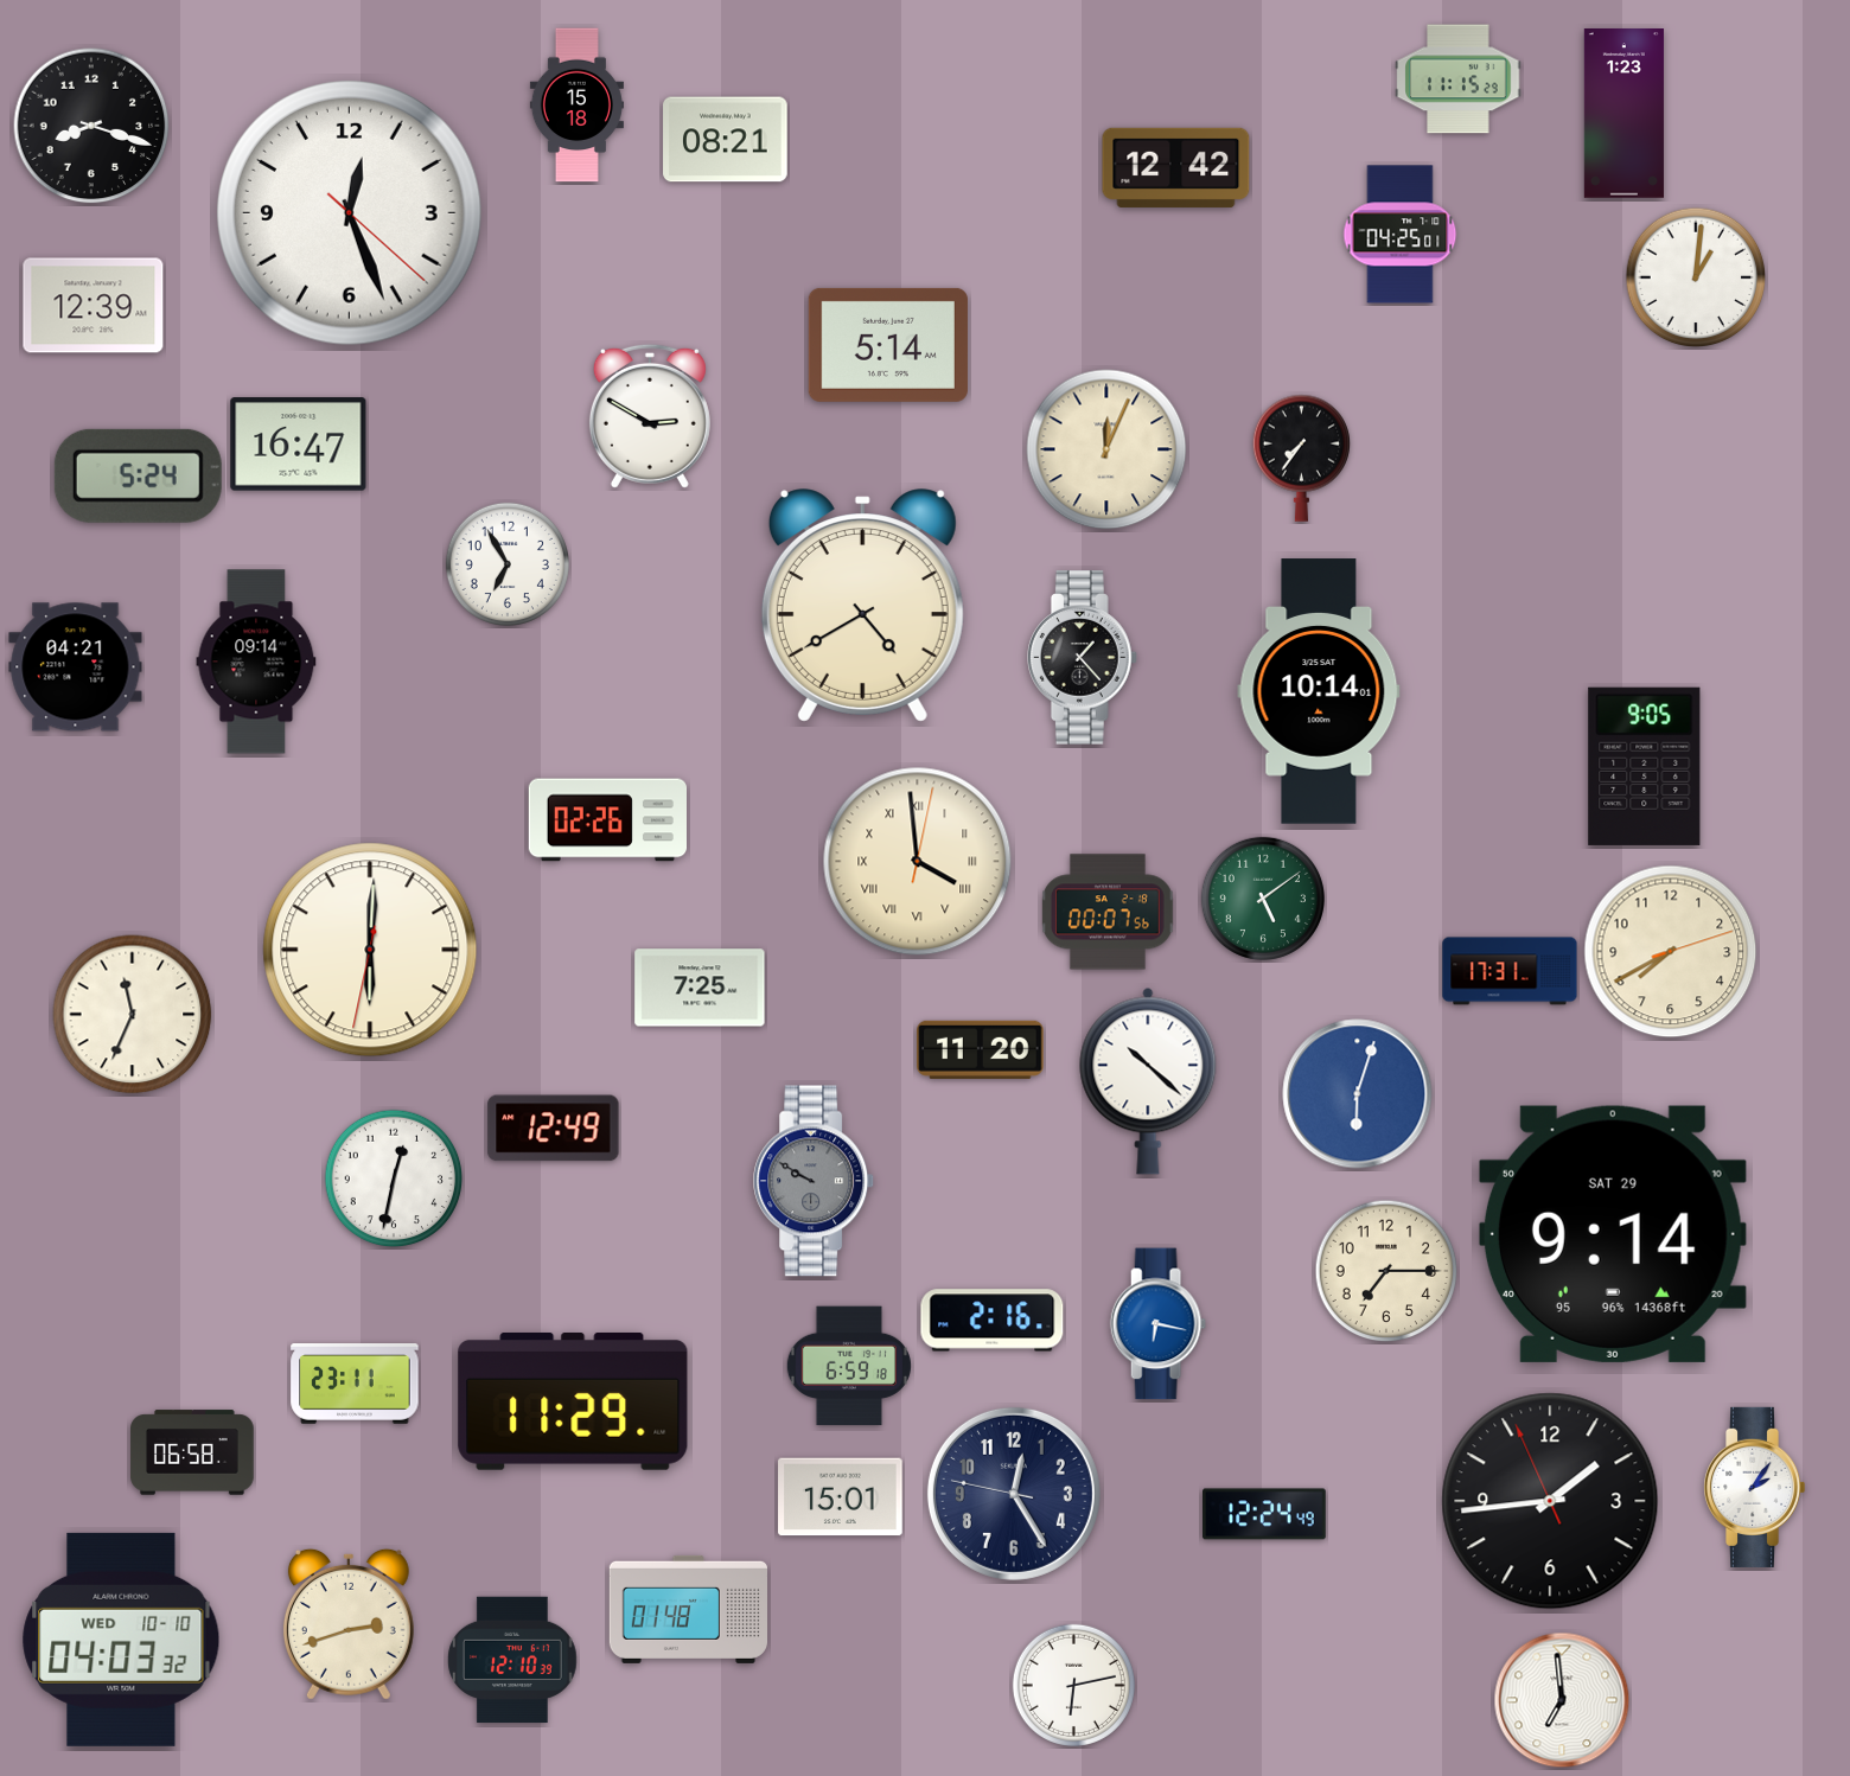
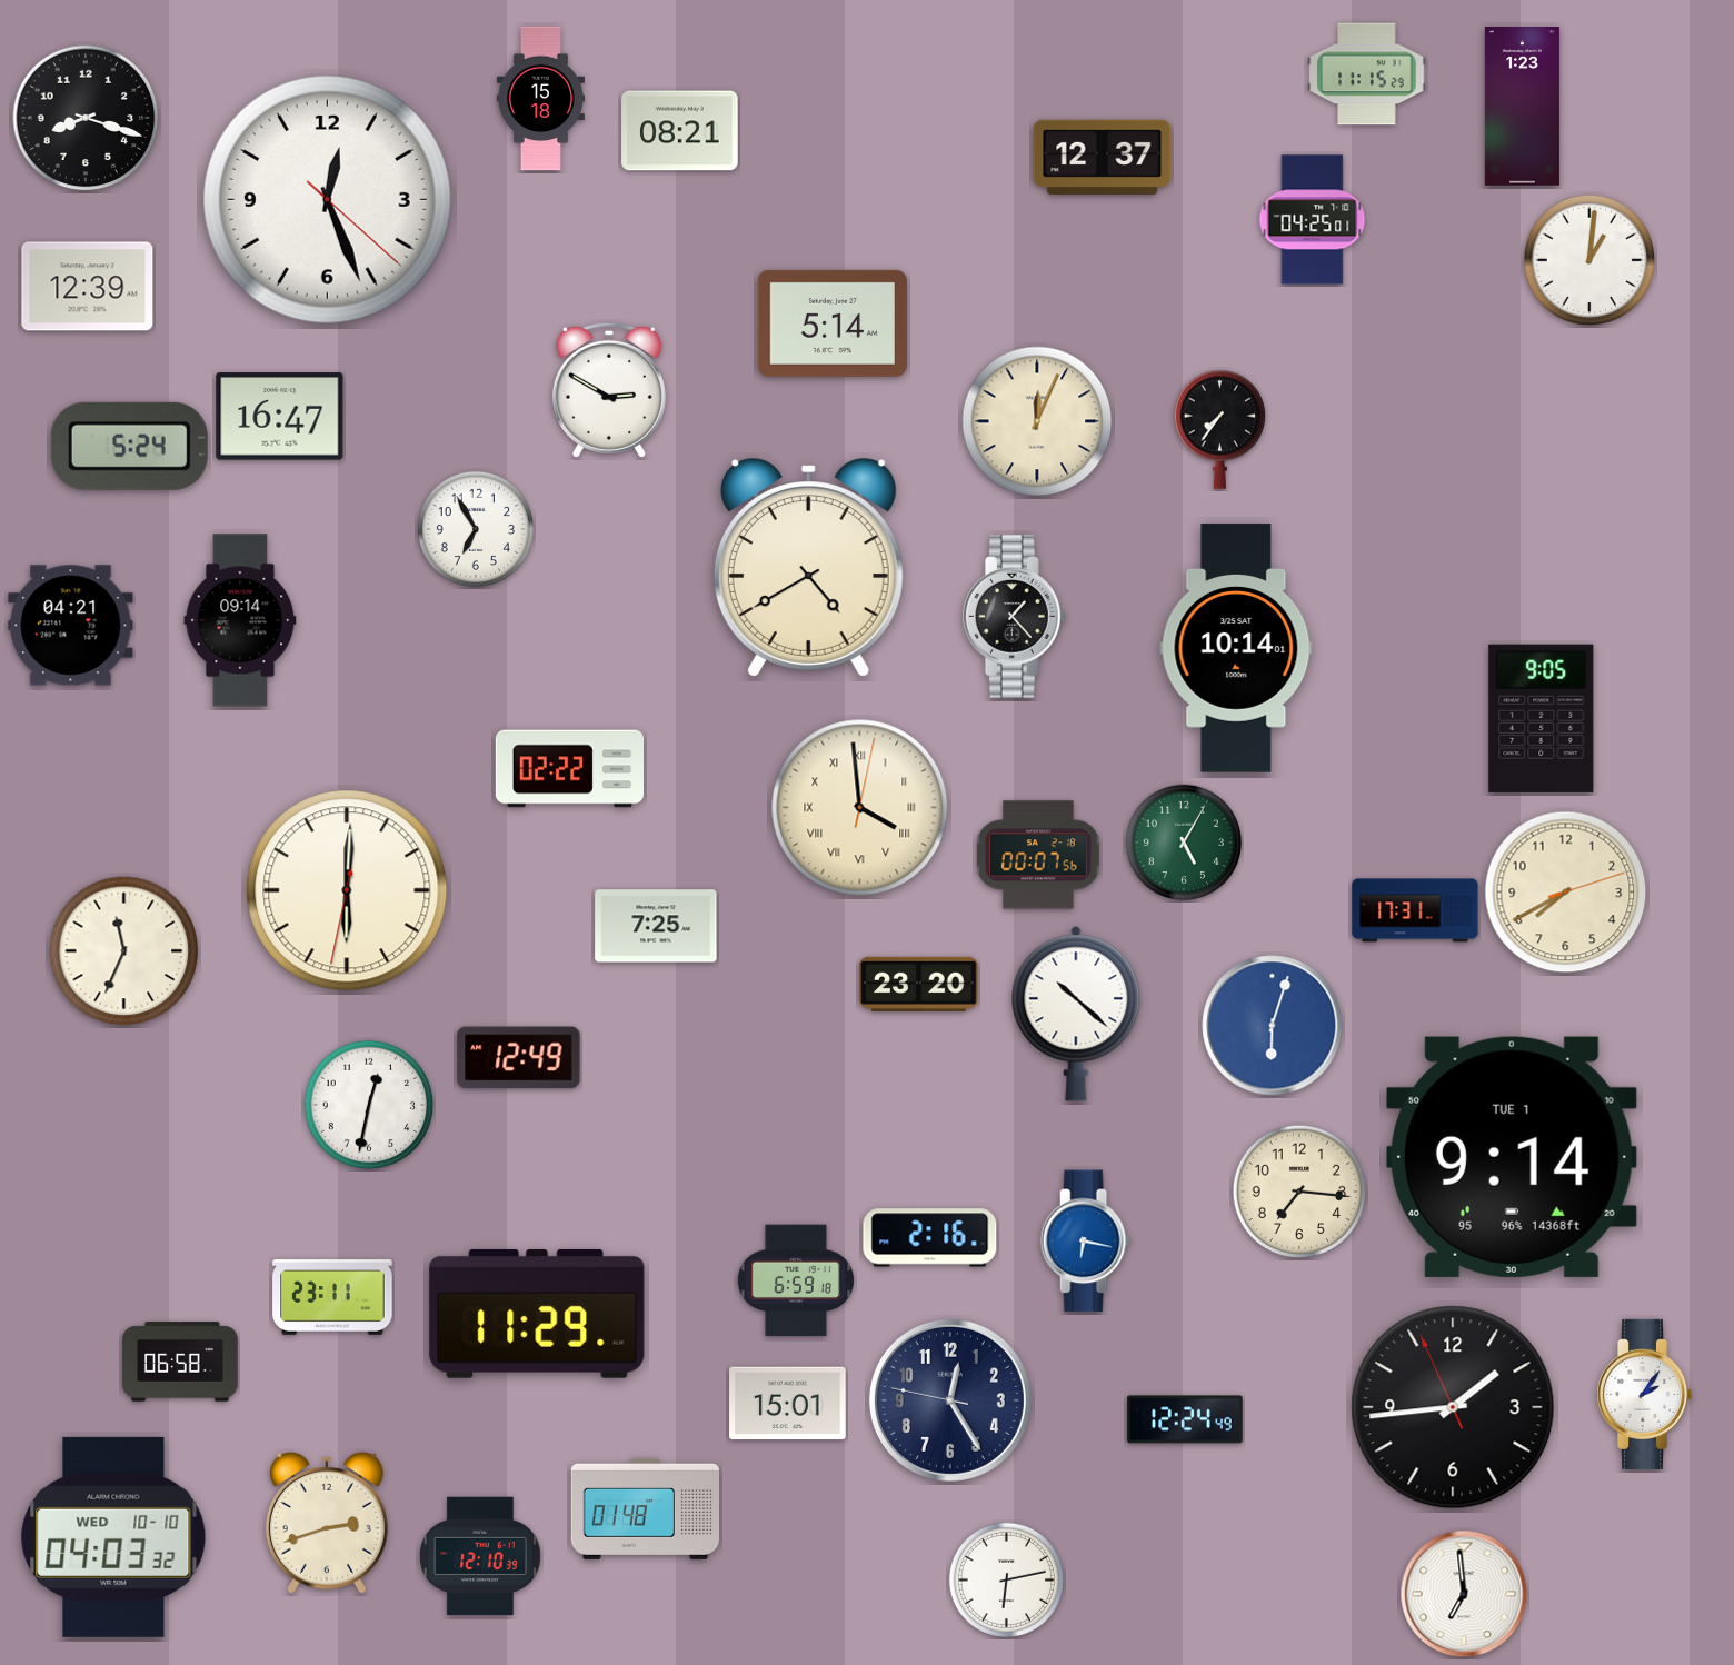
clock at (1176, 167): 12:42 -> 12:37
clock at (607, 820): 02:26 -> 02:22
clock at (1263, 899): 5:09 -> 5:05
clock at (981, 1049): 11:20 -> 23:20
clock at (815, 1181): 9:50 -> none
clock at (1613, 1234) date: SAT 29 -> TUE 1
clock at (1386, 1271): 7:15 -> 7:16
